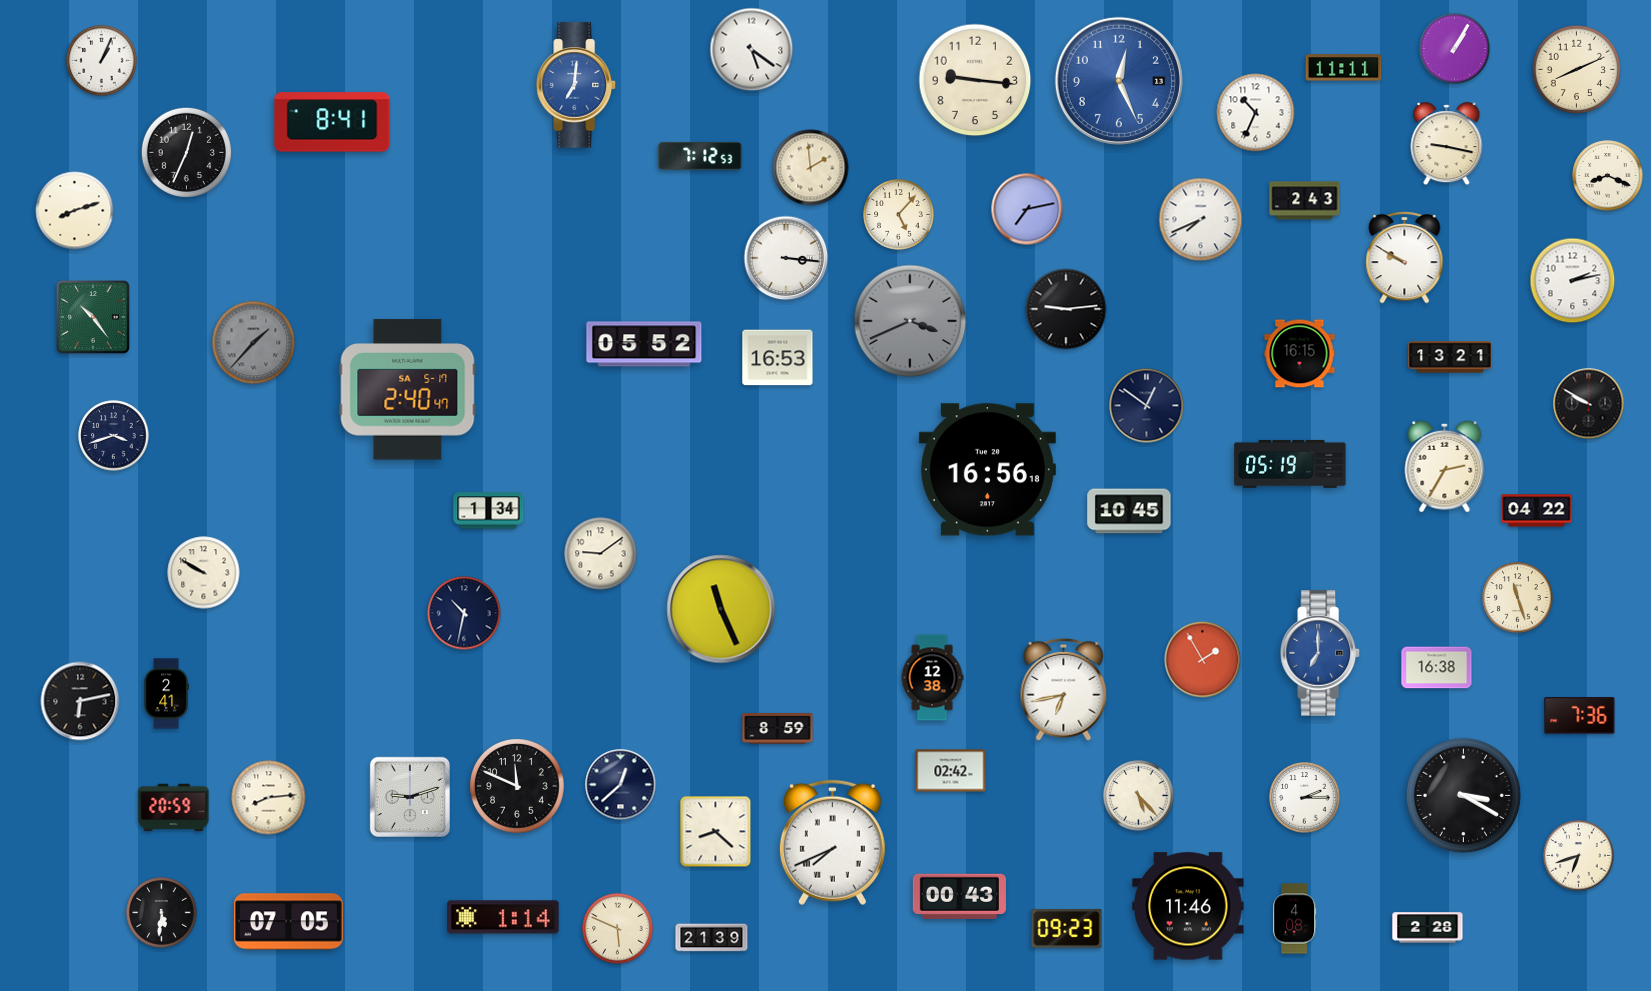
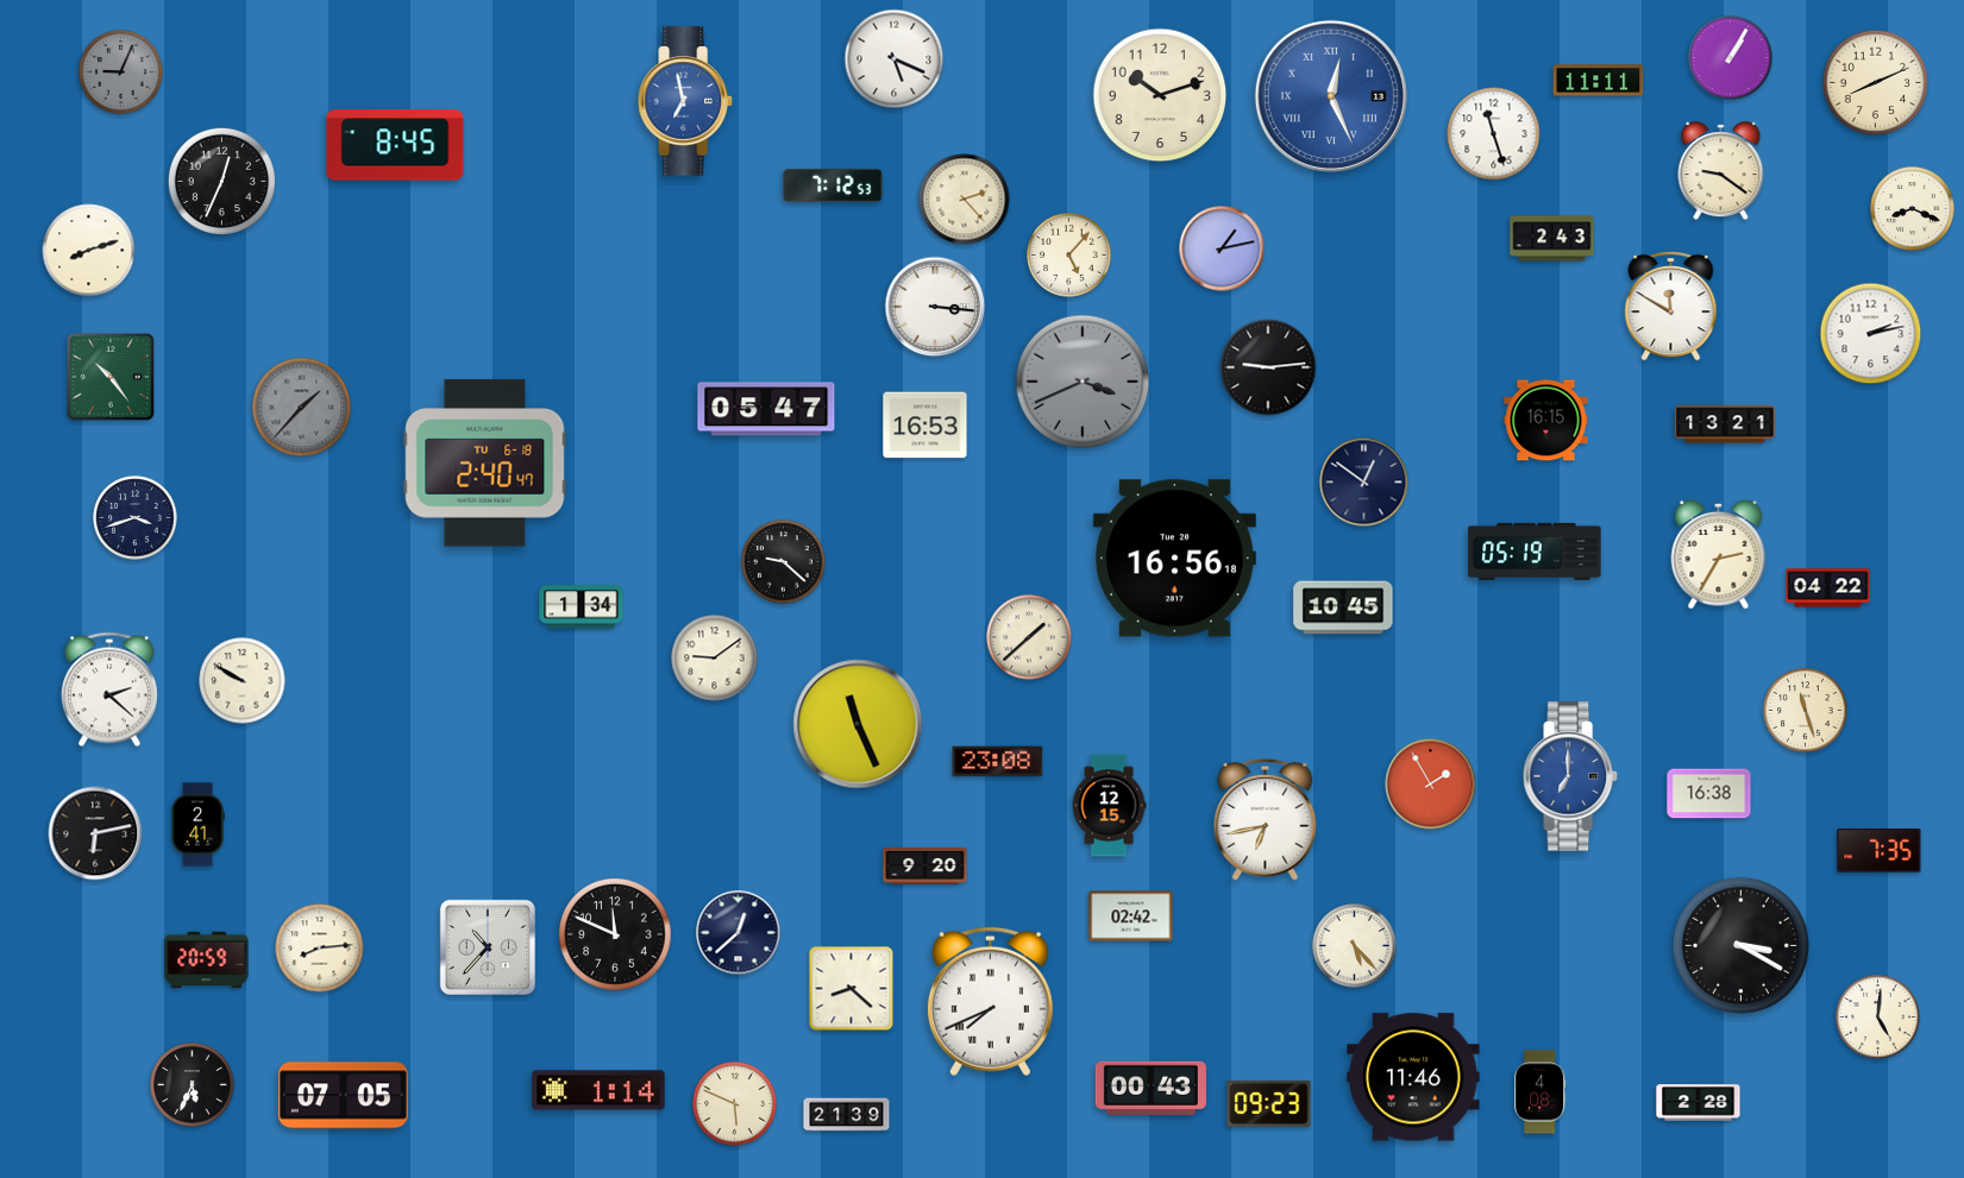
clock at (752, 50): 5:21 -> 5:19
clock at (102, 61): 1:04 -> 9:04
clock at (102, 61) dial: white -> grey
clock at (975, 80): 9:16 -> 10:12
clock at (1119, 81) numerals: Arabic -> Roman
clock at (576, 85): 7:01 -> 6:58
clock at (1256, 113): 10:34 -> 11:27
clock at (332, 122): 8:41 -> 8:45
clock at (1447, 144): 9:17 -> 9:21
clock at (811, 168): 1:59 -> 2:23
clock at (1027, 209): 7:13 -> 1:13
clock at (1201, 220): 7:41 -> none
clock at (1405, 258): 9:50 -> 11:50
clock at (644, 344): 05:52 -> 05:47
clock at (408, 390) date: SA 5-17 -> TU 6-18
clock at (1589, 404): 9:50 -> none
clock at (784, 562): none -> 9:22
clock at (1537, 511) position: (1537, 511) -> (1828, 588)
clock at (1029, 637): none -> 1:38
clock at (109, 689): none -> 2:22
clock at (464, 613): 10:32 -> none
clock at (998, 762): none -> 23:08
clock at (932, 678): 12:38 -> 12:15
clock at (1580, 716): 7:36 -> 7:35
clock at (778, 729): 8:59 -> 9:20
clock at (410, 797): 9:12 -> 10:37
clock at (1305, 798): 2:15 -> none
clock at (1579, 856): 6:42 -> 5:01
clock at (959, 896) position: (959, 896) -> (1150, 1088)
clock at (162, 913): 5:31 -> 5:34
